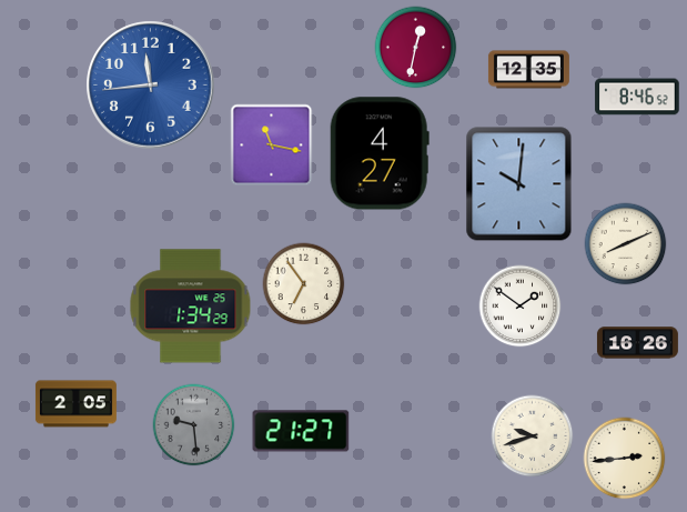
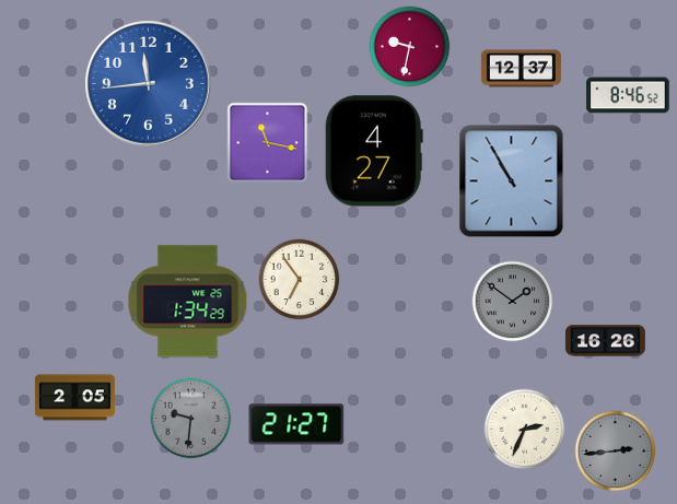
clock at (416, 48): 12:32 -> 9:32
clock at (528, 70): 12:35 -> 12:37
clock at (519, 184): 10:01 -> 10:55
clock at (626, 244): 8:11 -> none
clock at (521, 307) dial: white -> grey
clock at (637, 343) position: (637, 343) -> (605, 341)
clock at (194, 425): 9:29 -> 9:31
clock at (533, 436): 9:42 -> 2:34
clock at (625, 459) dial: cream -> grey
